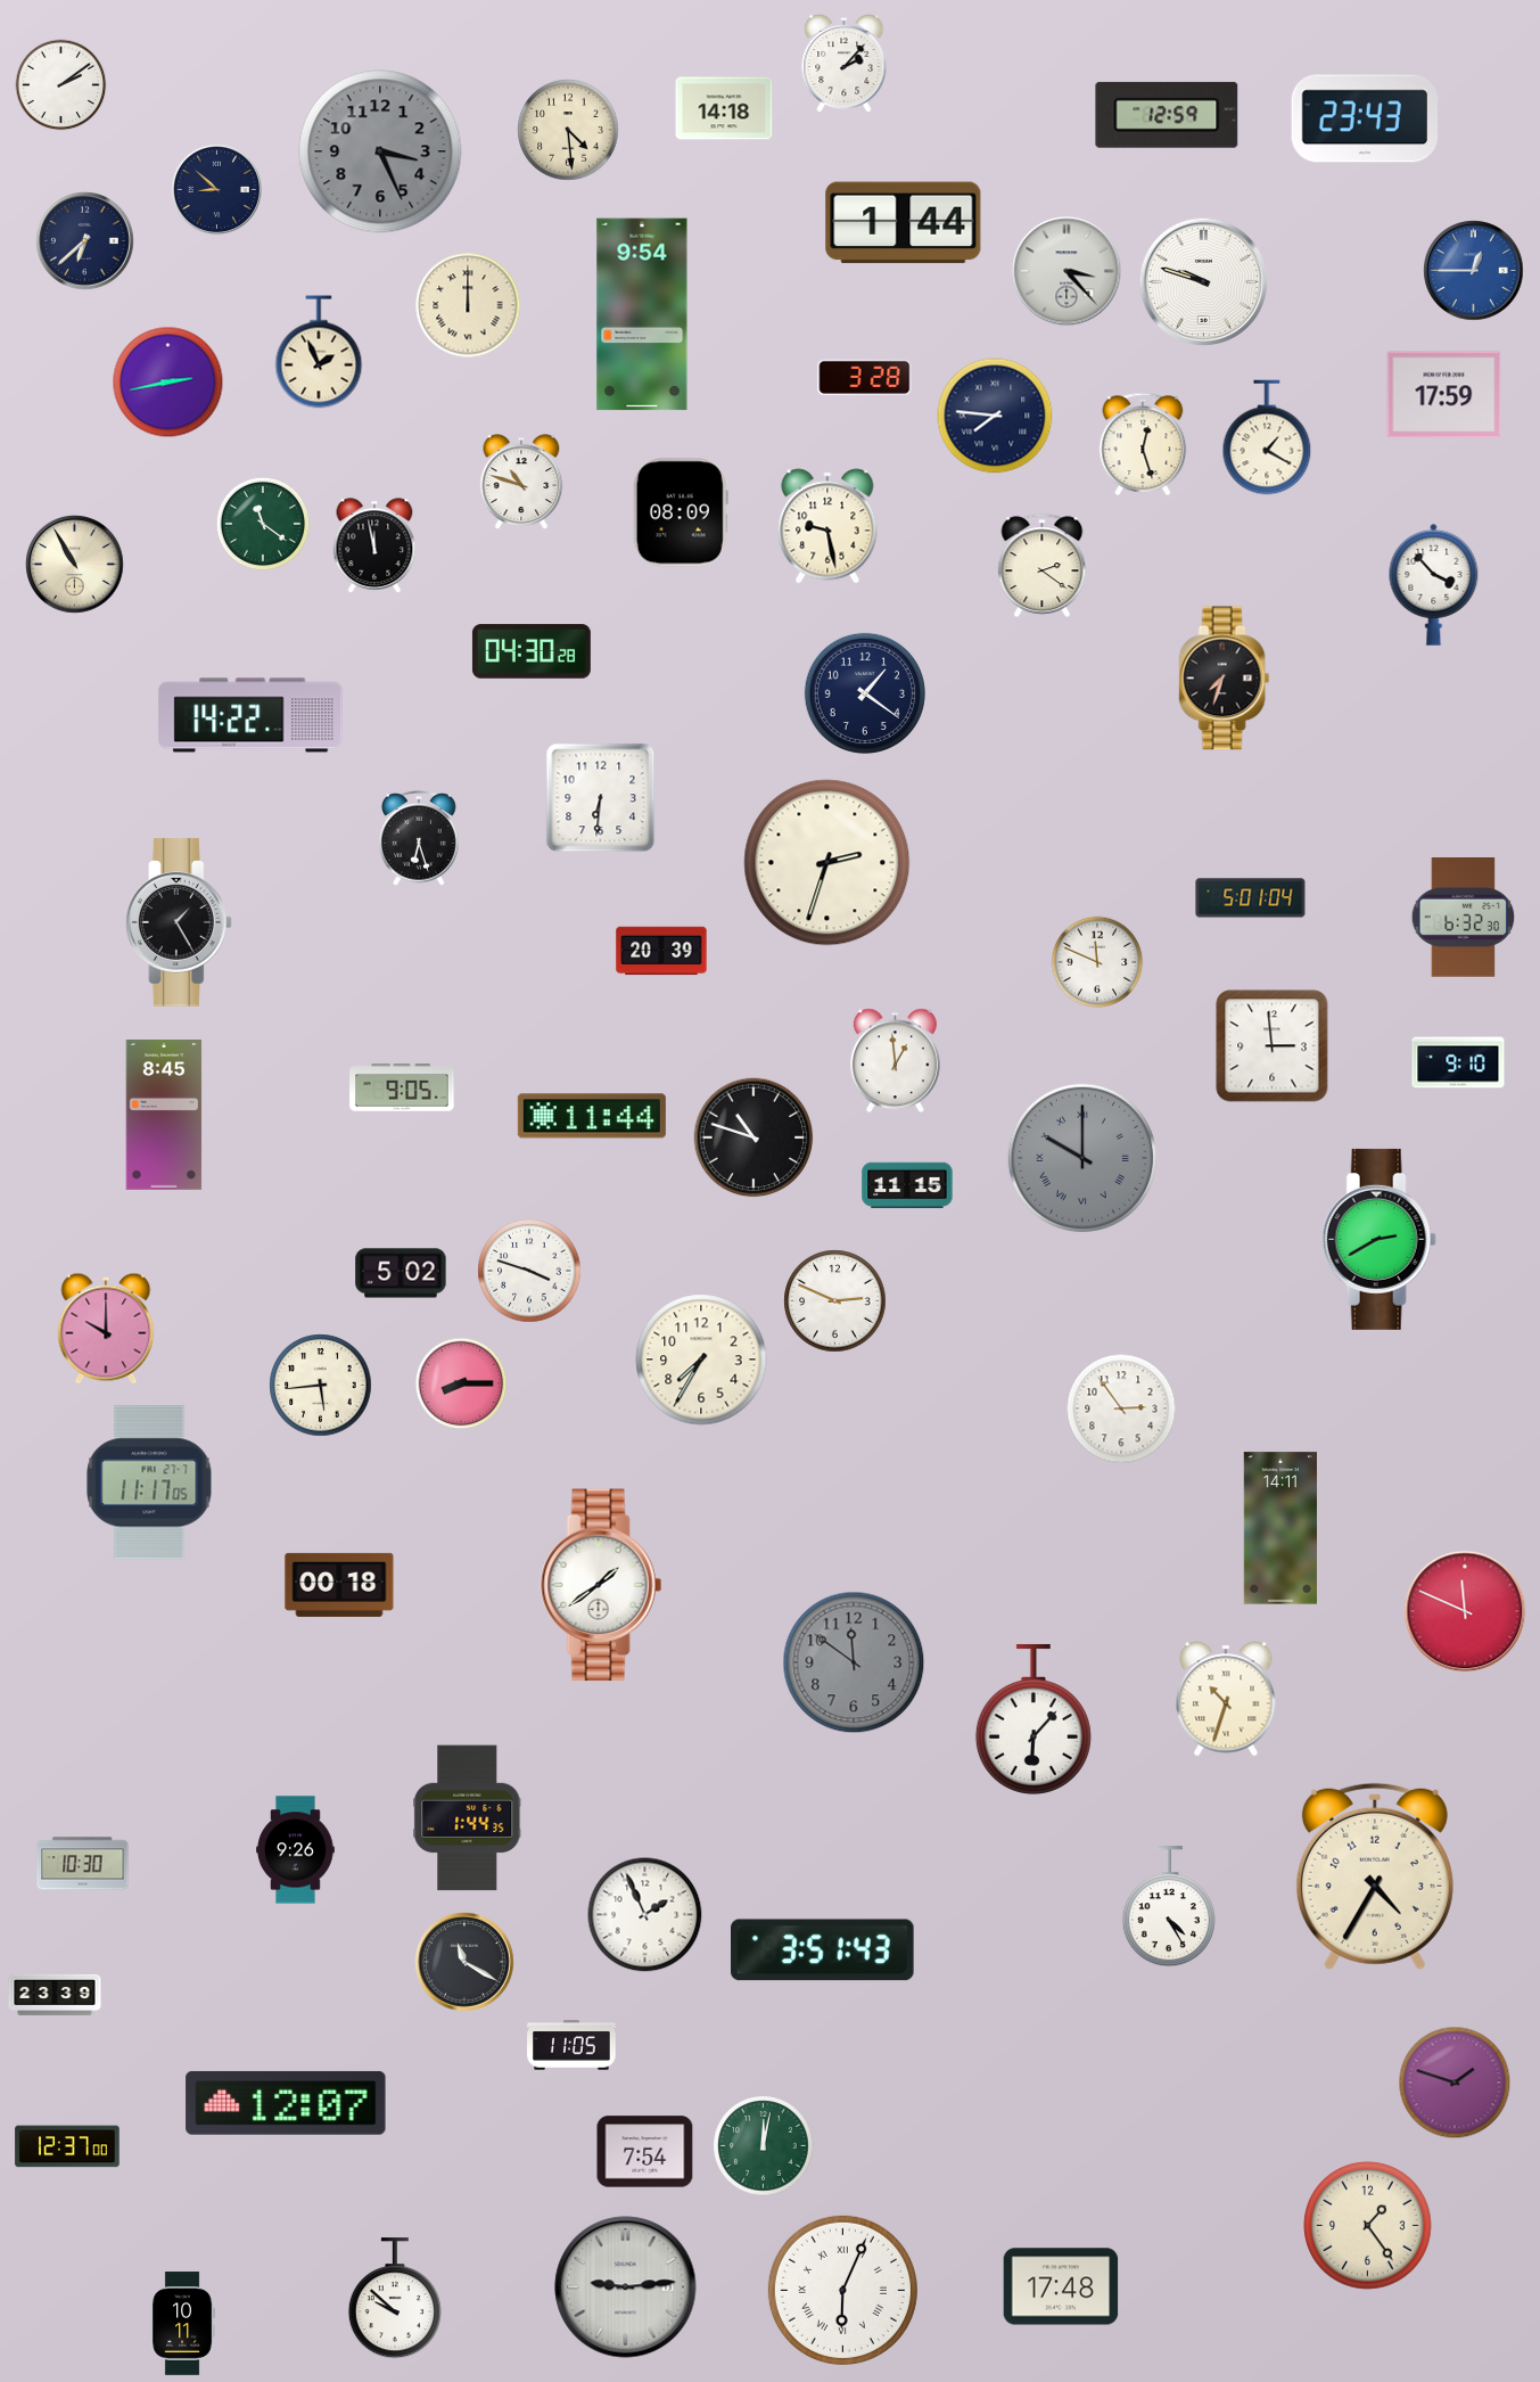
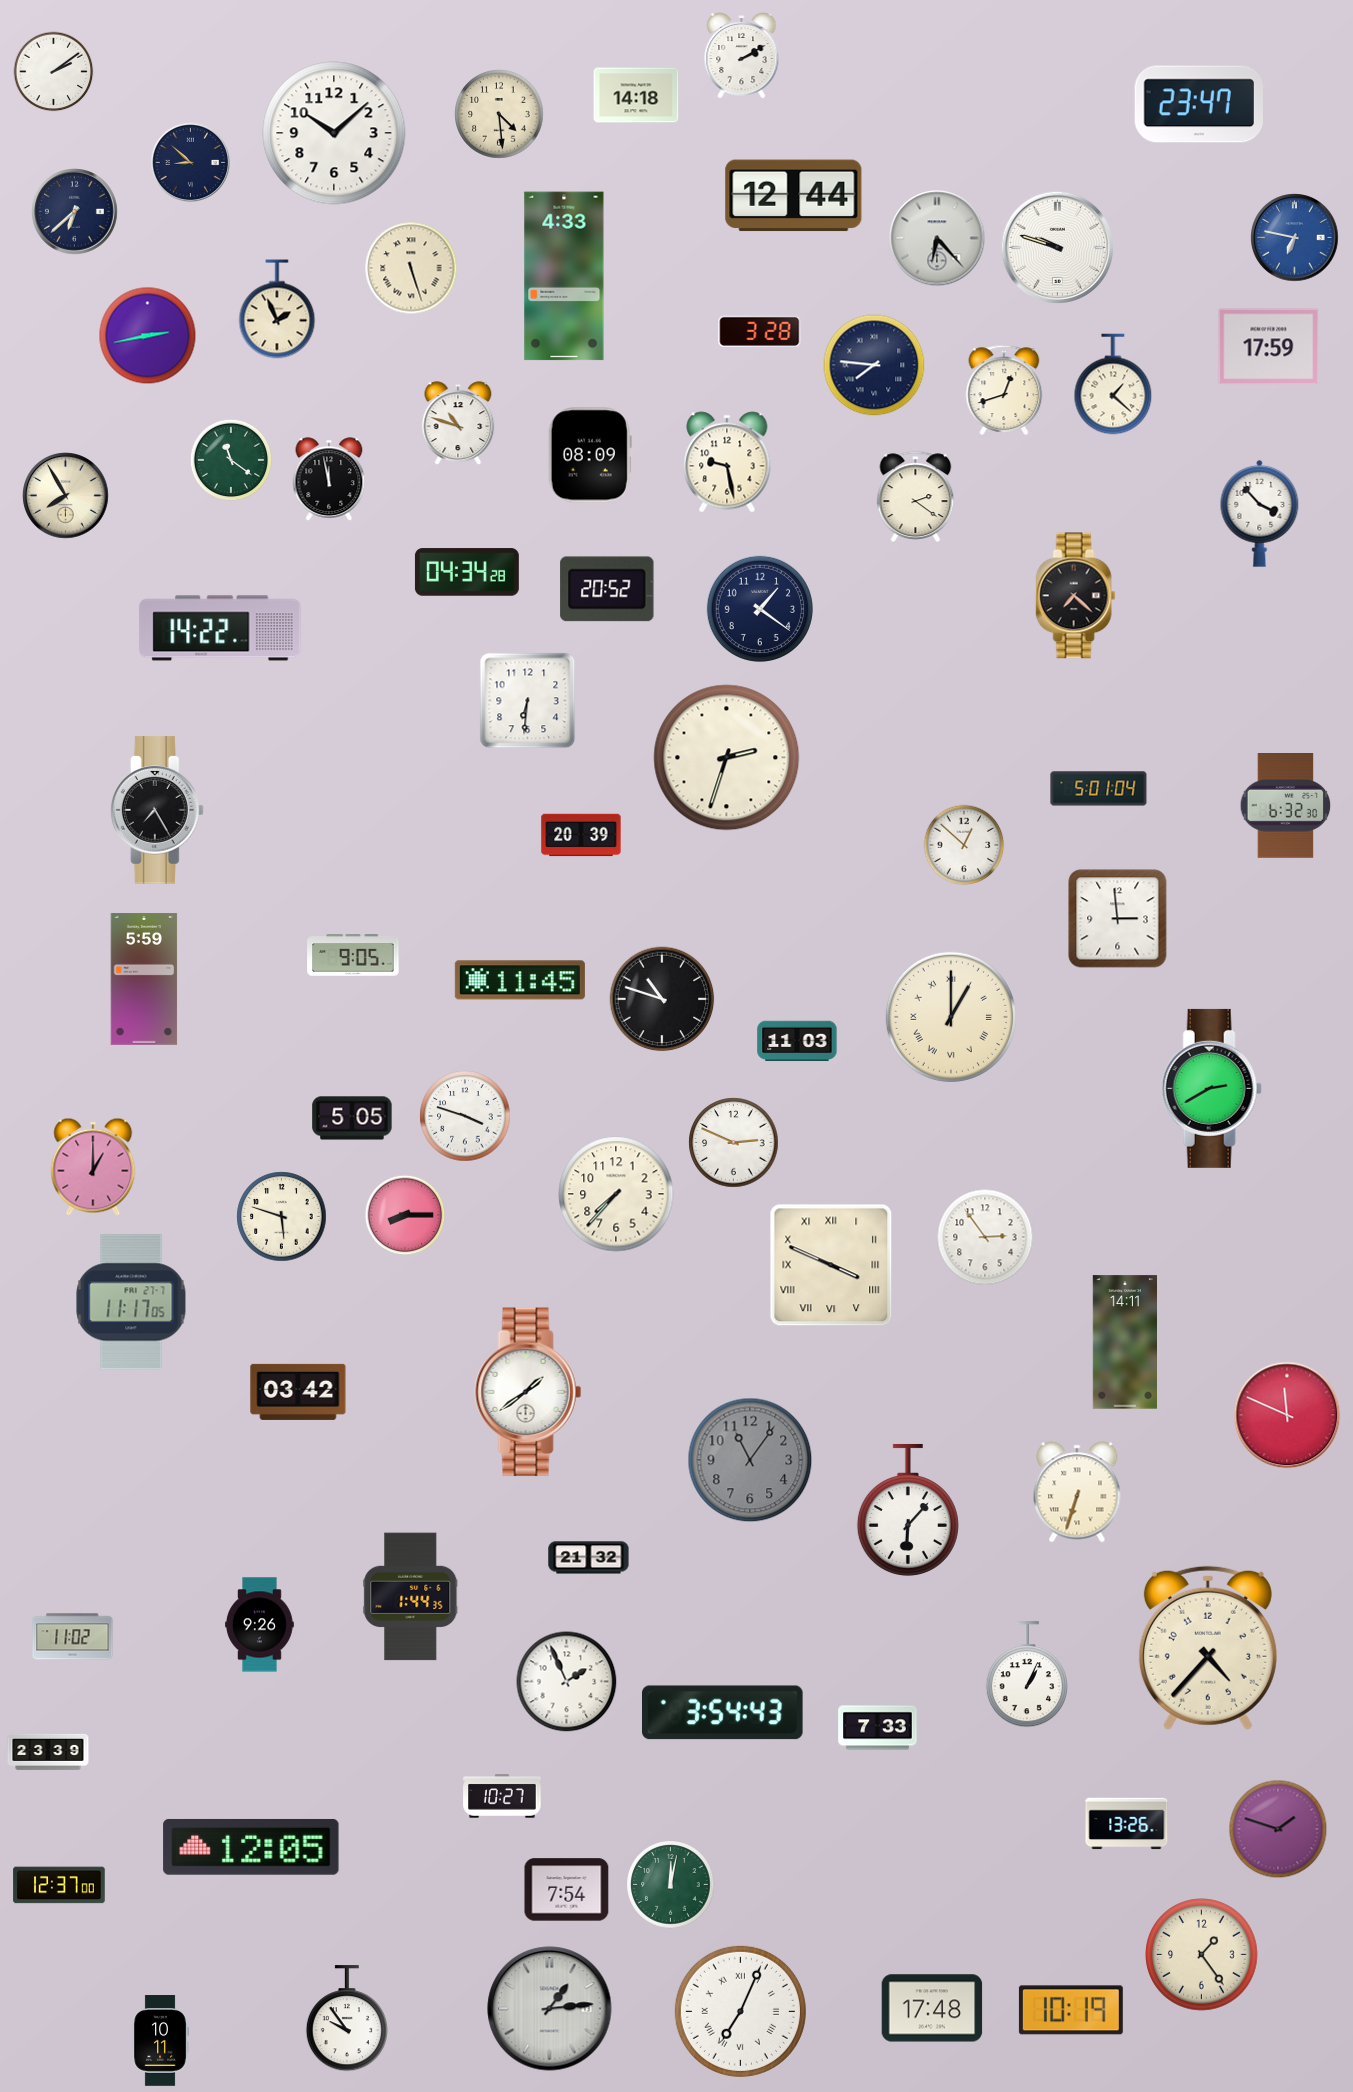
clock at (845, 64): 2:07 -> 2:10
clock at (61, 85) position: (61, 85) -> (54, 72)
clock at (1167, 115): 12:59 -> none
clock at (1365, 118): 23:43 -> 23:47
clock at (380, 151): 3:26 -> 10:08
clock at (380, 151) dial: grey -> white
clock at (217, 190) position: (217, 190) -> (191, 163)
clock at (904, 223): 1:44 -> 12:44
clock at (1067, 271): 3:23 -> 6:23
clock at (1474, 271): 12:45 -> 6:47
clock at (468, 305): 12:00 -> 5:27
clock at (642, 314): 9:54 -> 4:33
clock at (319, 352) position: (319, 352) -> (277, 309)
clock at (1267, 437): 1:20 -> 1:22
clock at (1143, 444): 12:27 -> 12:42
clock at (681, 512) position: (681, 512) -> (590, 455)
clock at (75, 565): 10:55 -> 7:55
clock at (532, 651): 04:30 -> 04:34
clock at (607, 589): none -> 20:52
clock at (1225, 679): 7:33 -> 7:22
clock at (419, 838): 6:27 -> none
clock at (180, 922): 1:25 -> 7:25
clock at (1097, 962): 11:49 -> 12:52
clock at (895, 1061): 12:59 -> none
clock at (1458, 1062): 9:10 -> none
clock at (164, 1116): 8:45 -> 5:59
clock at (592, 1116): 11:44 -> 11:45
clock at (1082, 1158): 10:00 -> 1:00
clock at (1082, 1158) dial: grey -> cream
clock at (907, 1185): 11:15 -> 11:03
clock at (401, 1273): 5:02 -> 5:05
clock at (106, 1329): 10:00 -> 1:00
clock at (701, 1360): 7:35 -> 7:37
clock at (321, 1386): 5:44 -> 5:48
clock at (831, 1265): none -> 3:49
clock at (339, 1585): 00:18 -> 03:42
clock at (854, 1662): 11:51 -> 11:06
clock at (1226, 1699): 10:33 -> 6:33
clock at (589, 1558): none -> 21:32
clock at (83, 1864): 10:30 -> 11:02
clock at (1375, 1876): 4:35 -> 4:37
clock at (1169, 1907): 4:25 -> 1:04
clock at (823, 1950): 3:51 -> 3:54
clock at (464, 1962): 11:20 -> none
clock at (878, 1728): none -> 7:33
clock at (571, 2045): 11:05 -> 10:27
clock at (1127, 1824): none -> 13:26
clock at (286, 2103): 12:07 -> 12:05
clock at (626, 2287): 9:14 -> 1:14
clock at (1071, 2010): none -> 10:19
clock at (842, 2290): 6:04 -> 7:04
clock at (395, 2299): 9:52 -> 9:54
